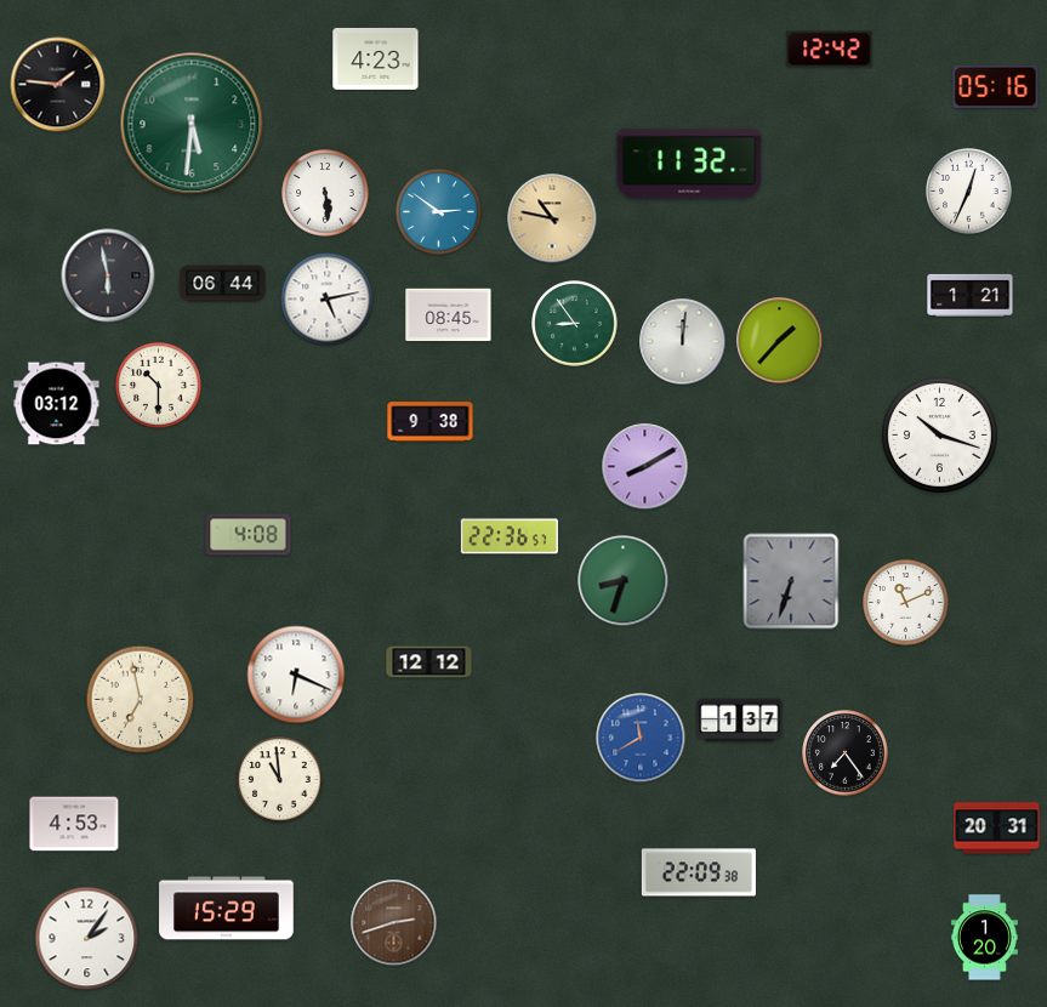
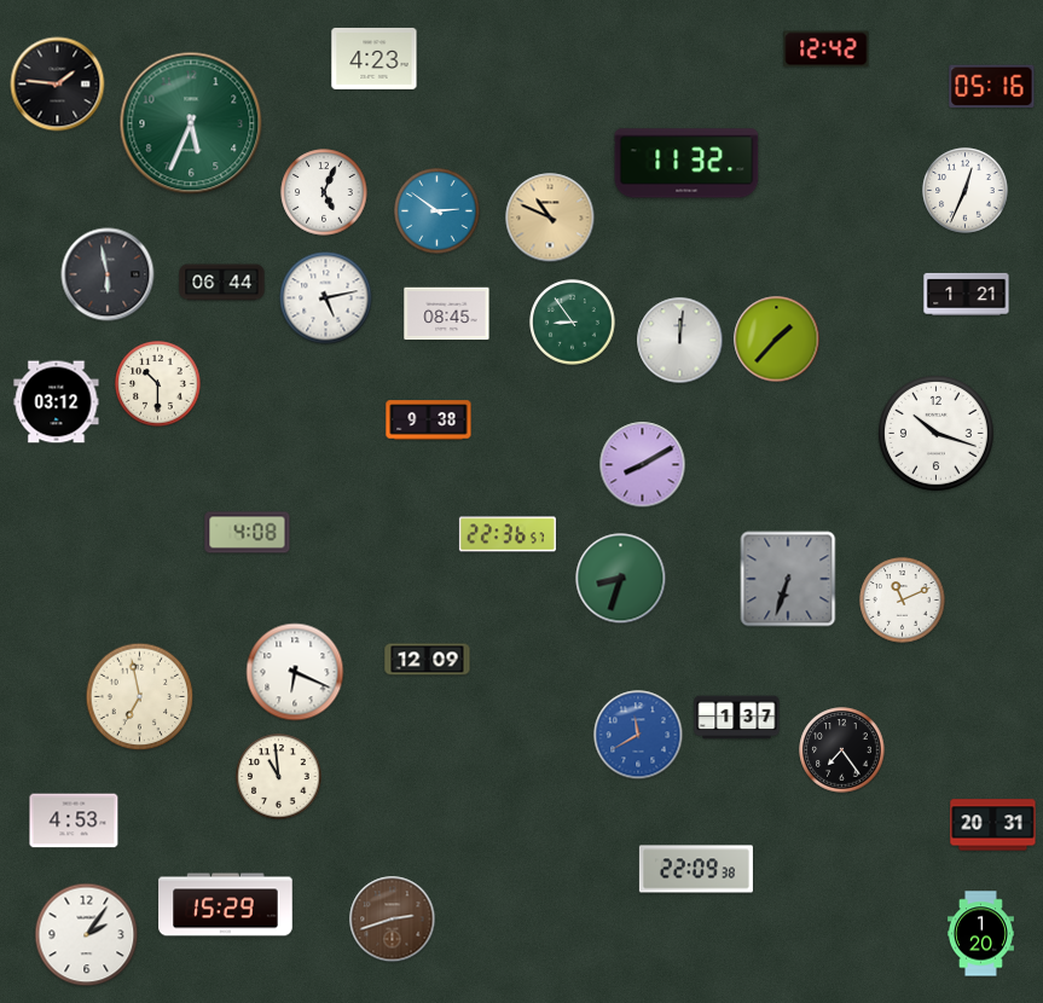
clock at (192, 124): 5:31 -> 5:34
clock at (325, 193): 5:29 -> 5:04
clock at (552, 218): 10:47 -> 10:49
clock at (429, 662): 12:12 -> 12:09
